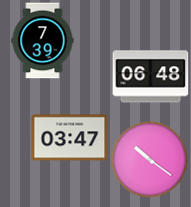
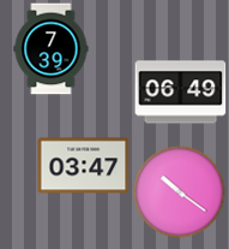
clock at (151, 77): 06:48 -> 06:49
